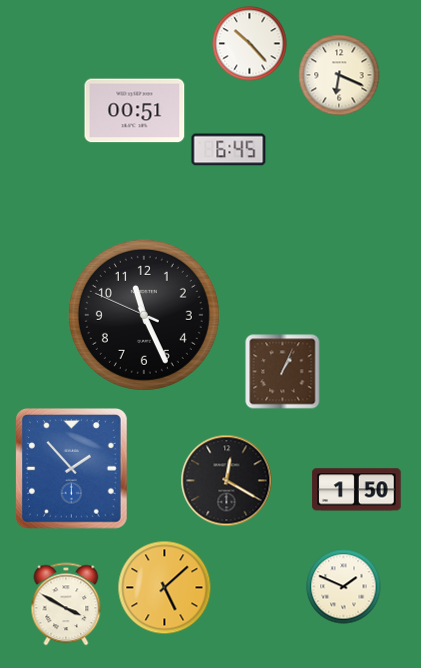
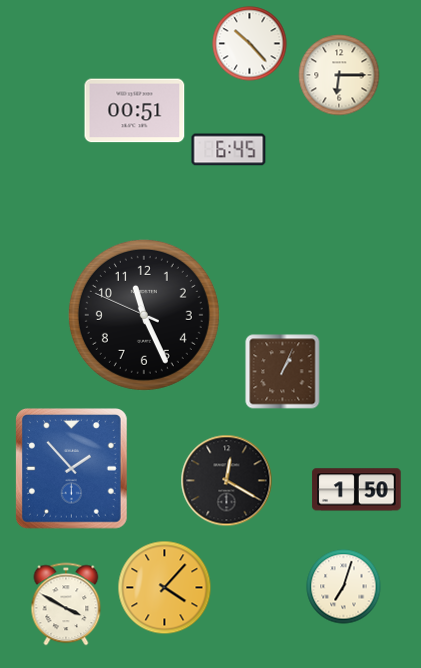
clock at (339, 75): 6:19 -> 6:15
clock at (344, 587): 1:49 -> 7:03
clock at (165, 588): 5:08 -> 4:07
